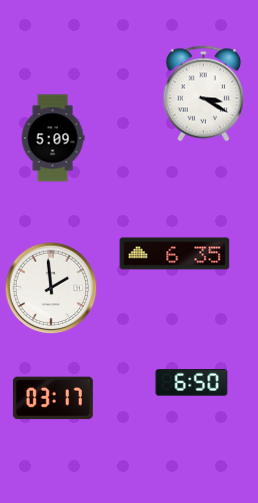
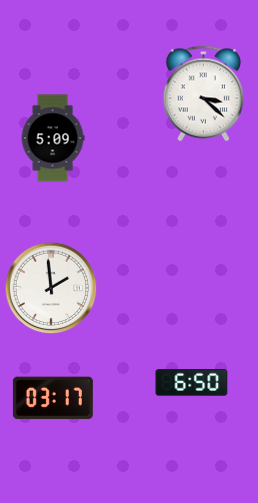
clock at (203, 94): 3:20 -> 3:22
clock at (175, 254): 6:35 -> none
